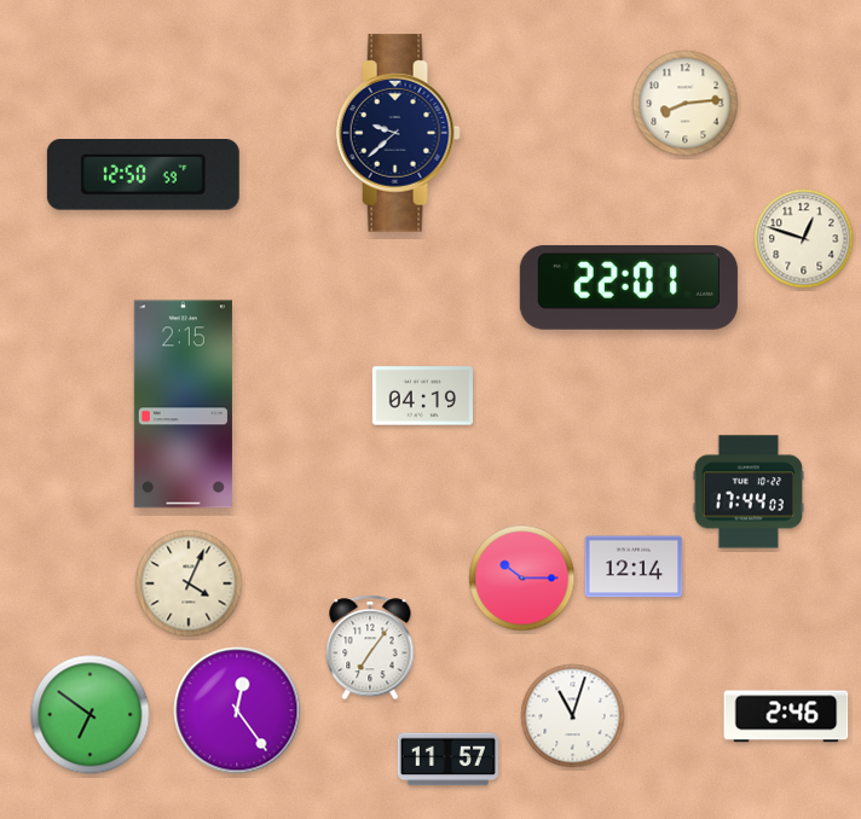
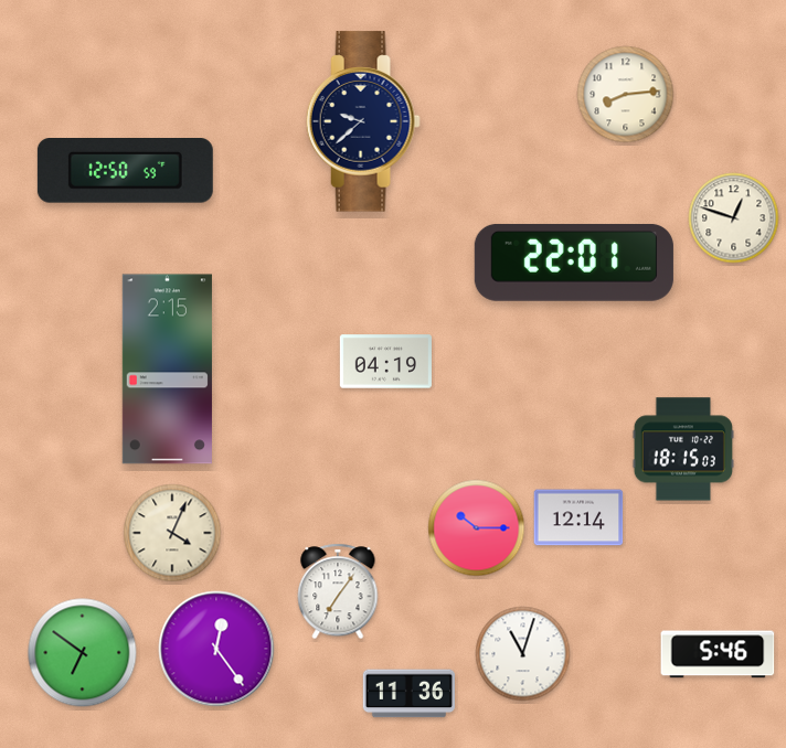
clock at (143, 175) position: (143, 175) -> (125, 171)
clock at (747, 492): 17:44 -> 18:15
clock at (786, 716): 2:46 -> 5:46
clock at (447, 760): 11:57 -> 11:36
